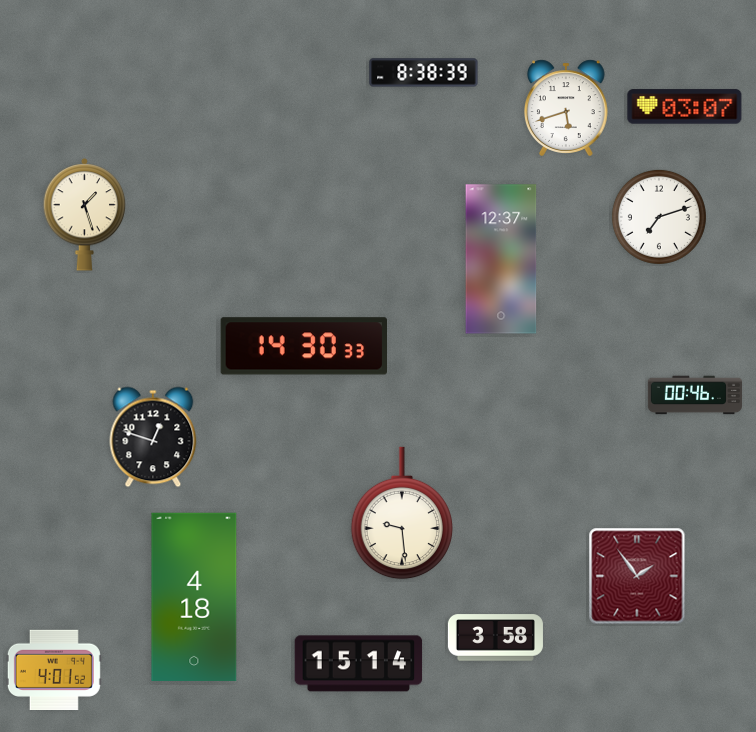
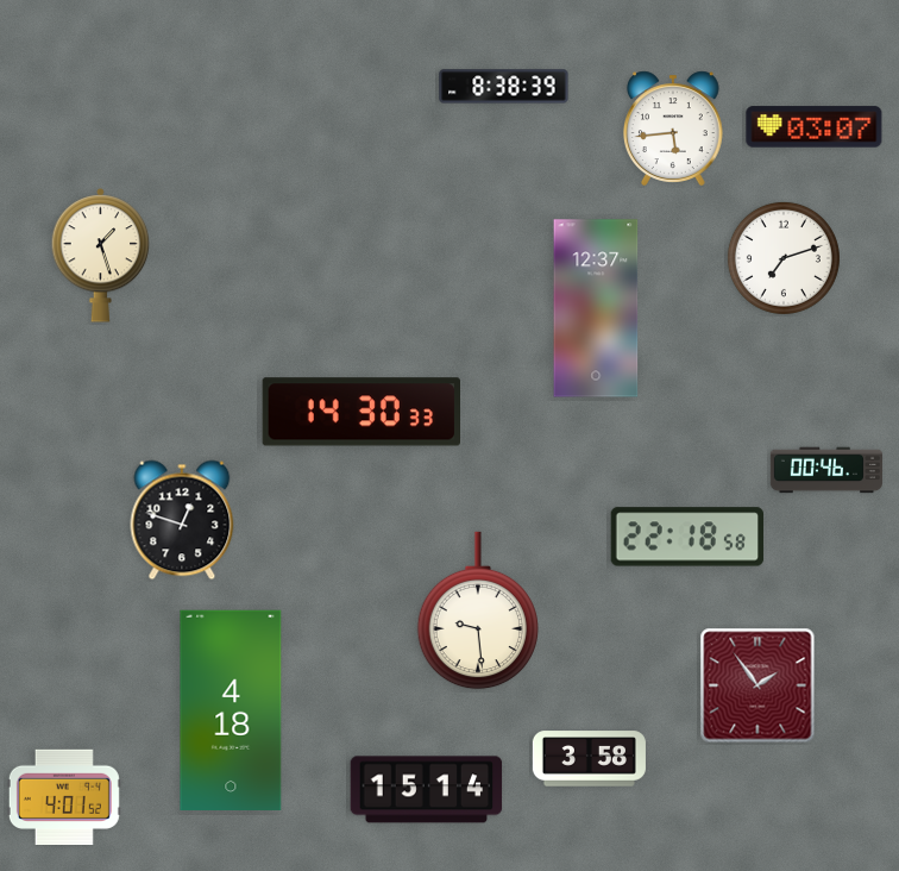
clock at (566, 108): 5:42 -> 5:44
clock at (686, 537): none -> 22:18
